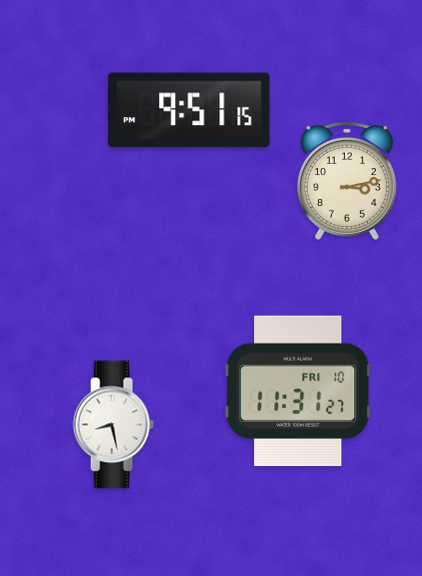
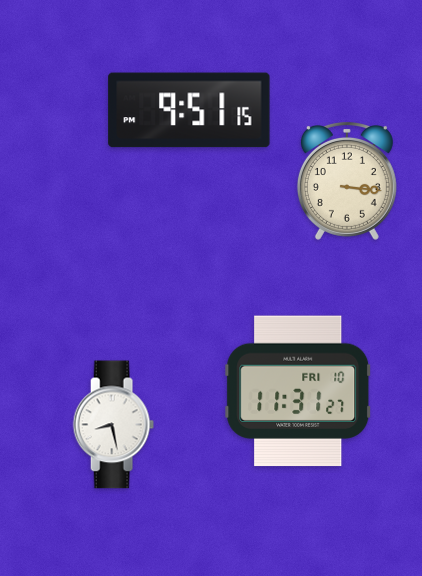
clock at (347, 182): 3:13 -> 3:16
